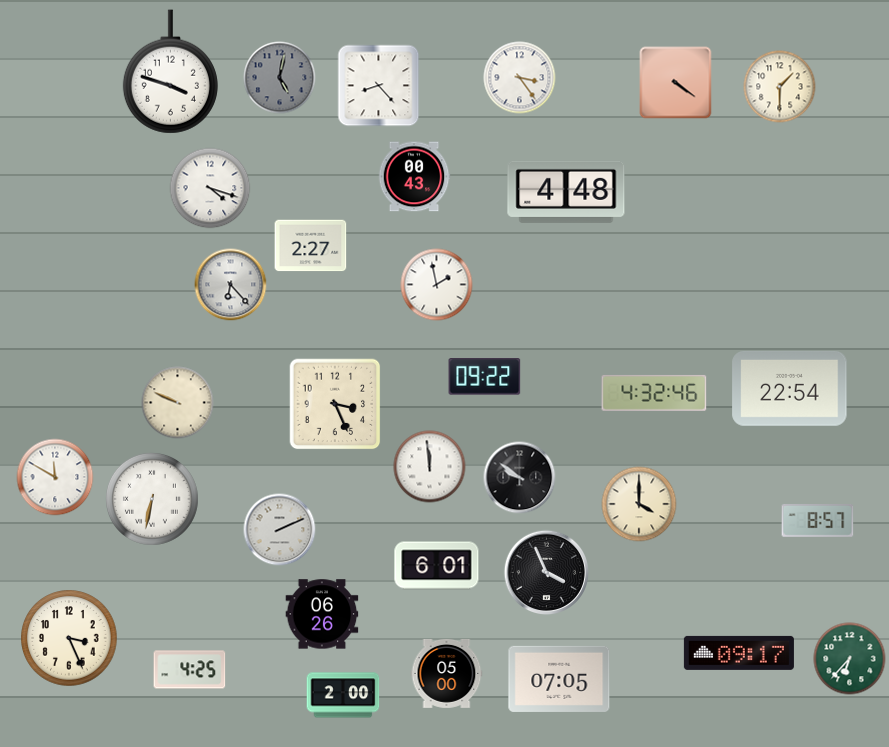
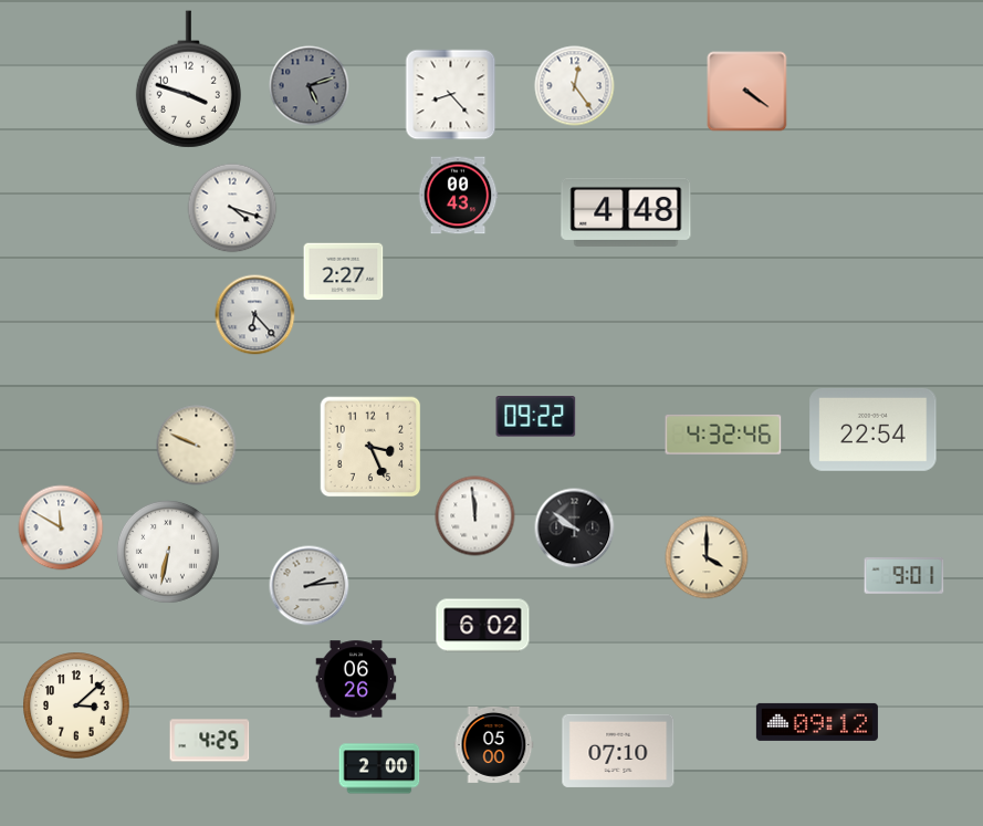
clock at (280, 78): 5:02 -> 5:12
clock at (520, 78): 3:24 -> 12:24
clock at (379, 86) position: (379, 86) -> (451, 95)
clock at (780, 87): 1:30 -> none
clock at (437, 285): 1:58 -> none
clock at (818, 520): 8:57 -> 9:01
clock at (280, 530): 2:11 -> 2:14
clock at (437, 566): 6:01 -> 6:02
clock at (547, 573): 3:56 -> none
clock at (69, 638): 3:26 -> 3:08
clock at (739, 653): 09:17 -> 09:12
clock at (850, 659): 6:37 -> none
clock at (559, 679): 07:05 -> 07:10
